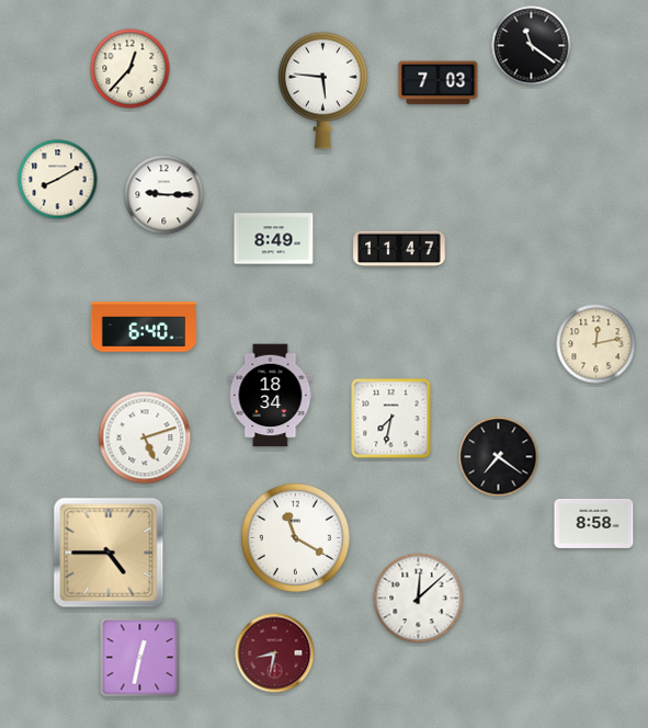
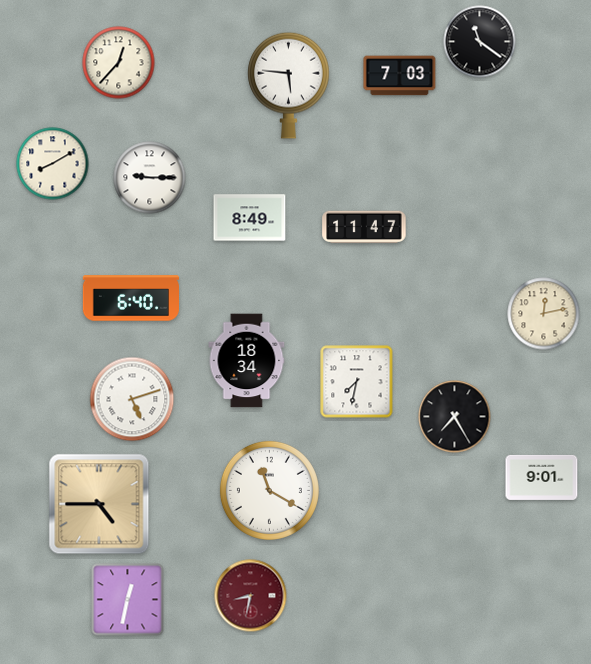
clock at (532, 46) position: (532, 46) -> (480, 42)
clock at (323, 90) position: (323, 90) -> (289, 85)
clock at (499, 457): 7:21 -> 7:25
clock at (594, 523): 8:58 -> 9:01
clock at (419, 599): 12:08 -> none
